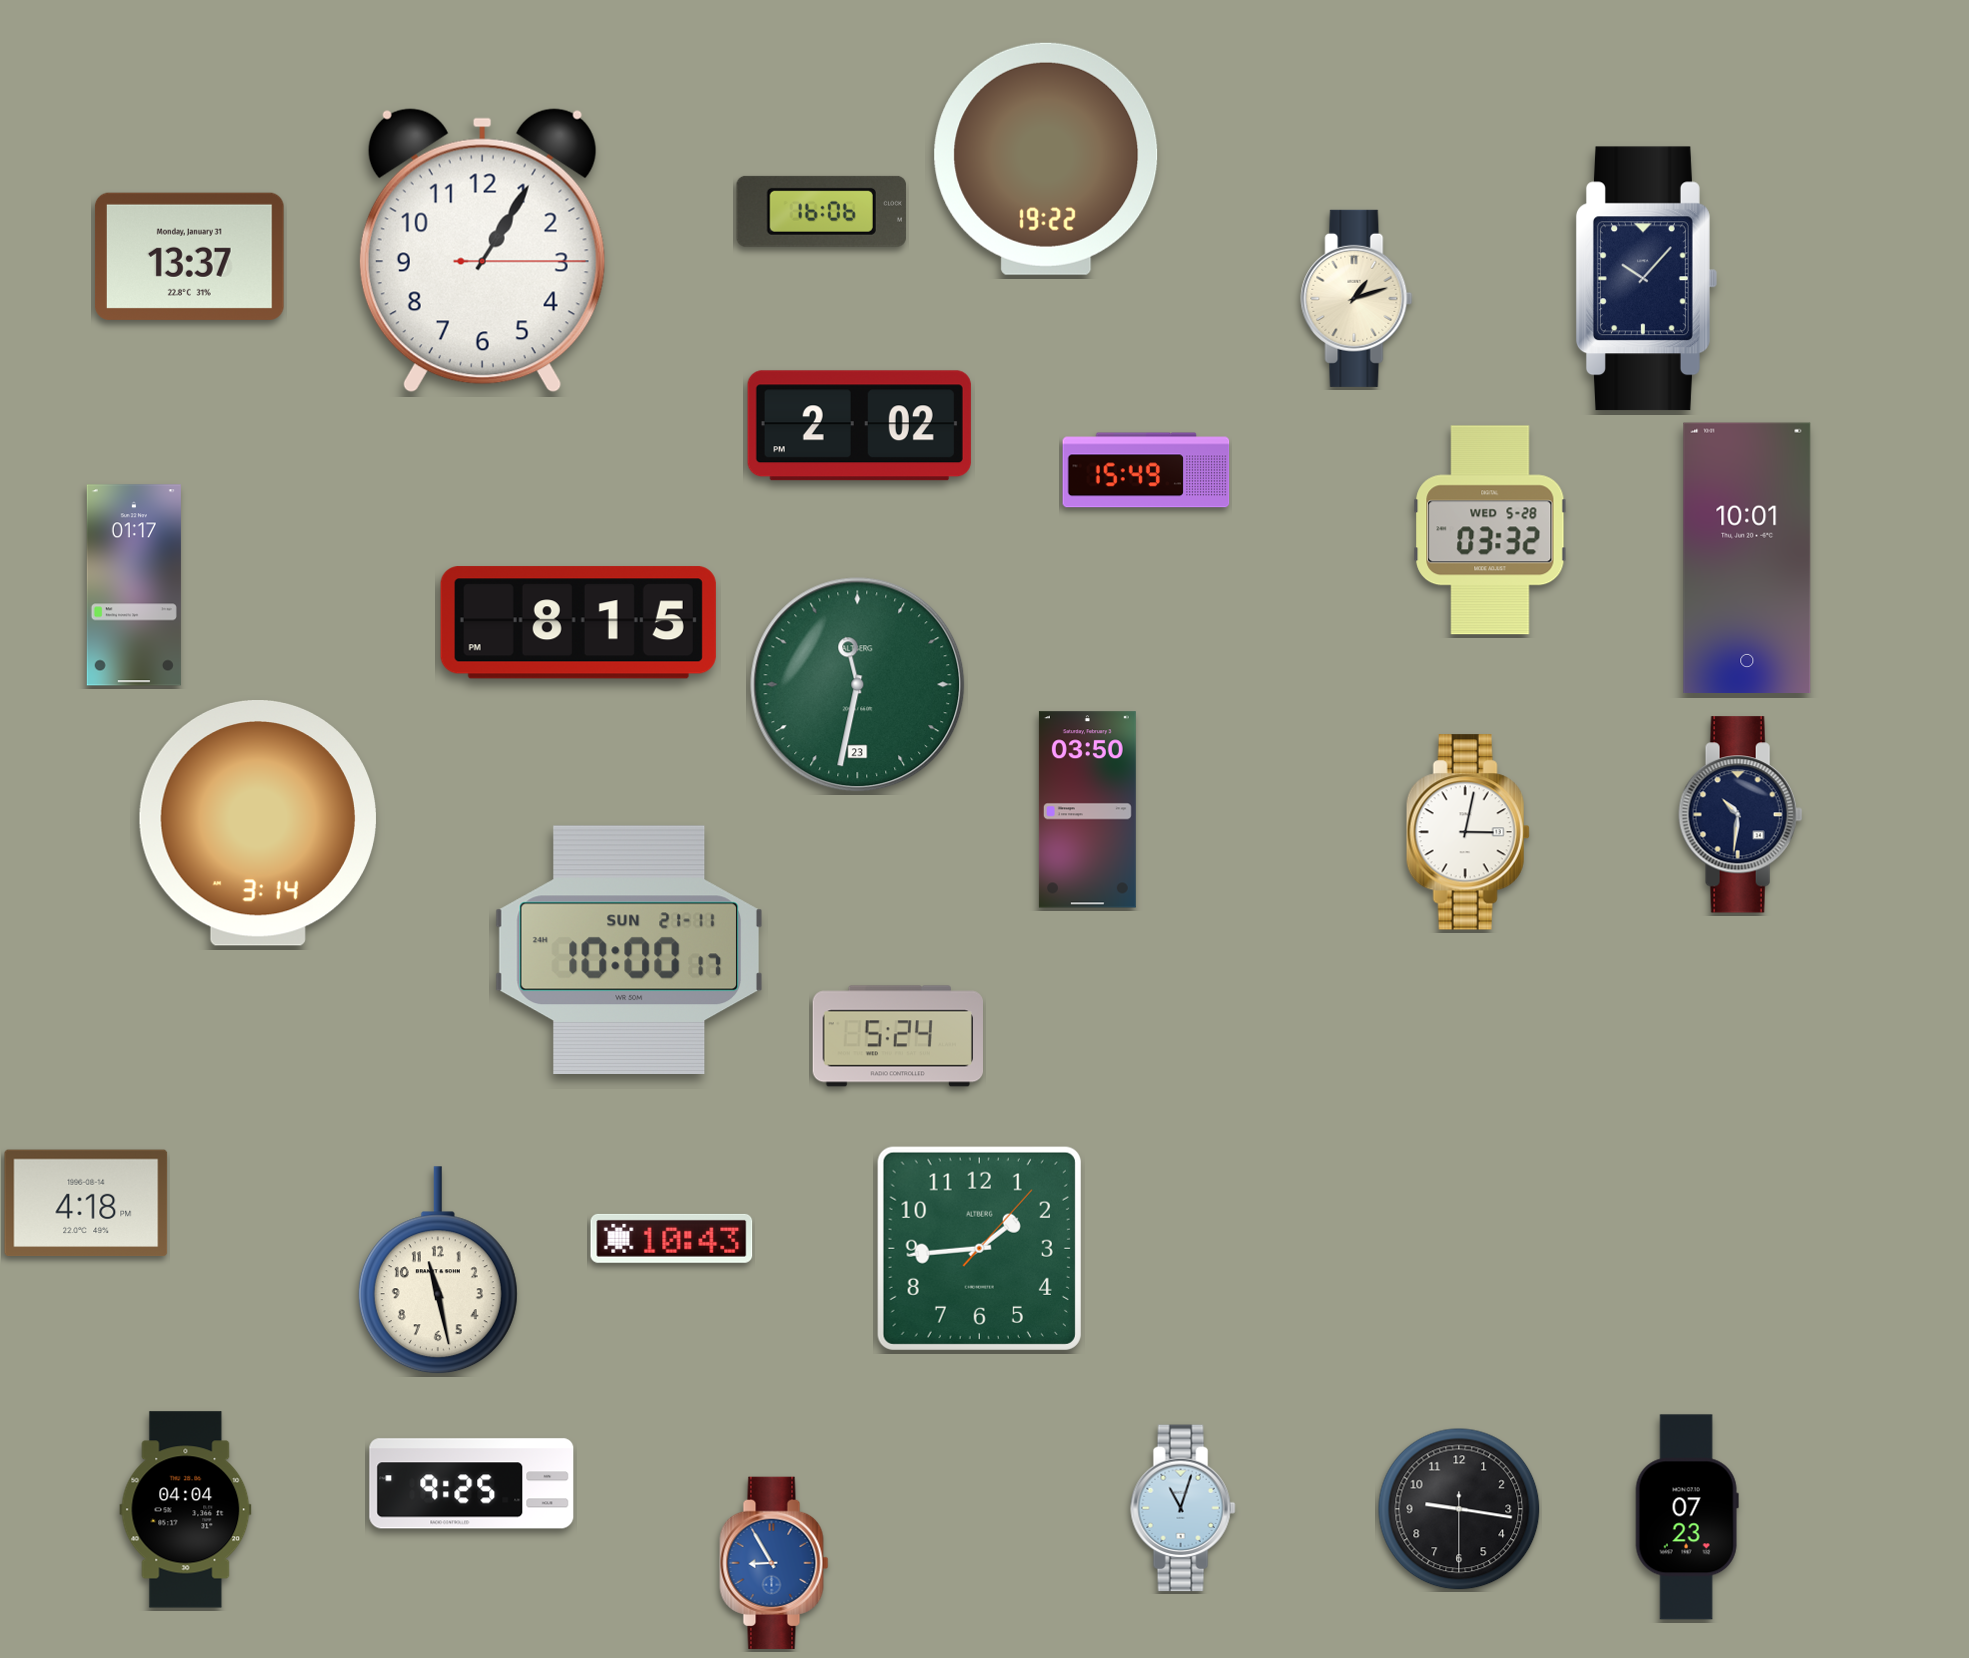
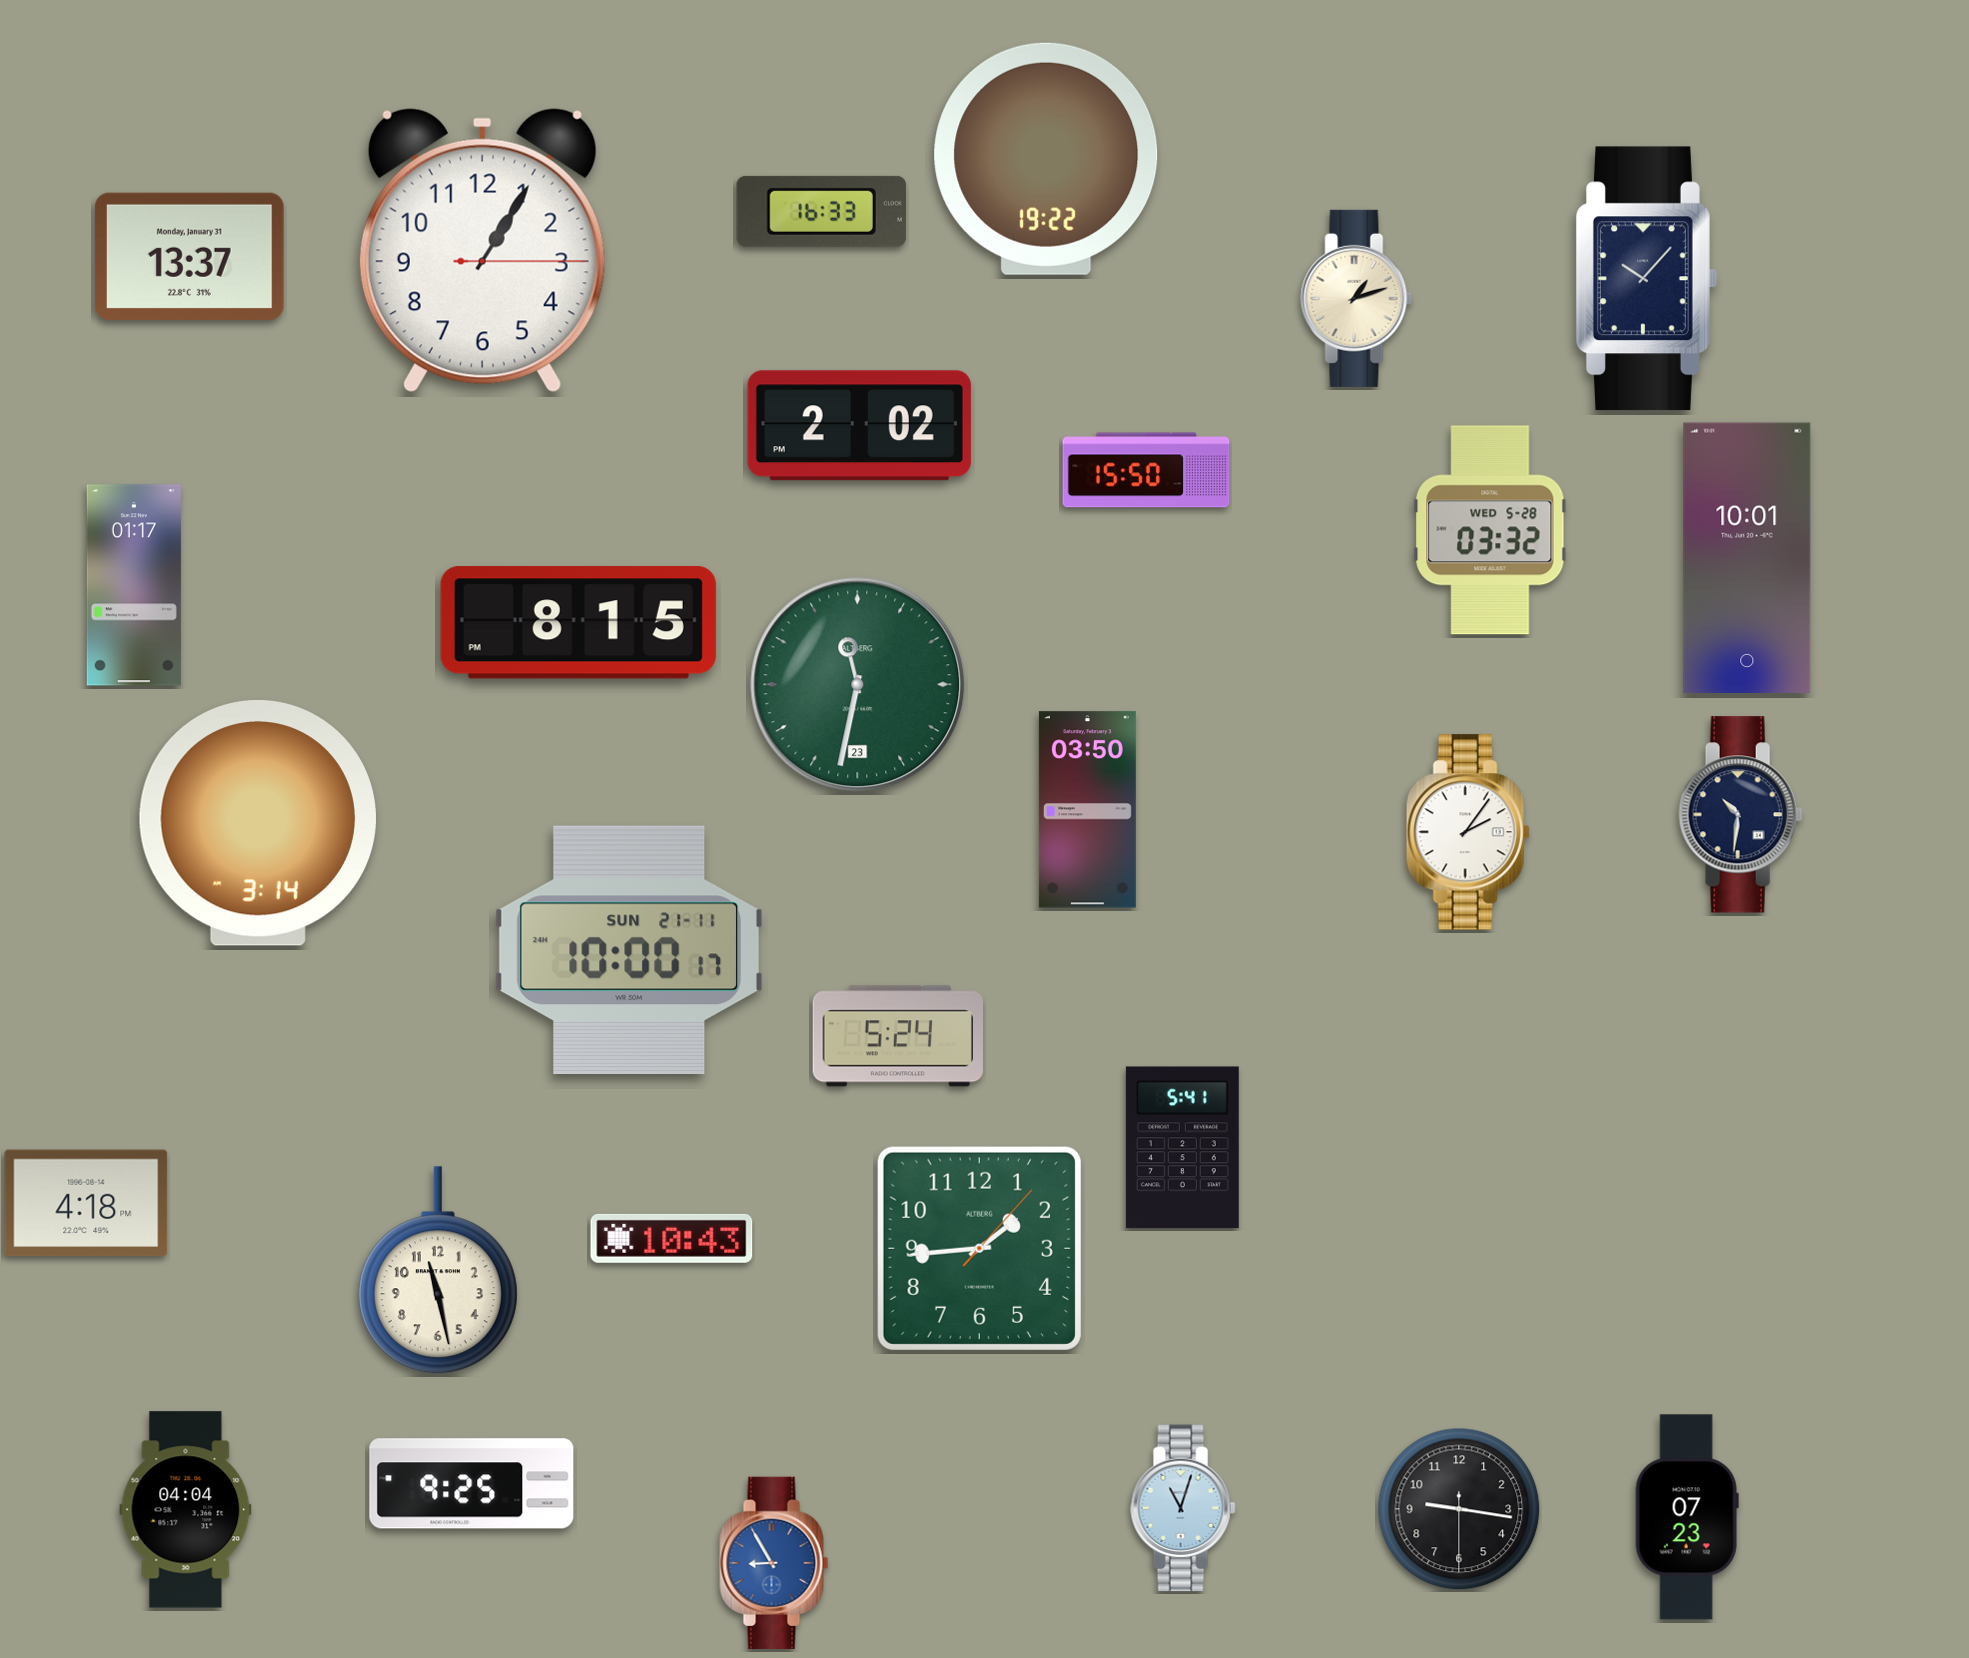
clock at (821, 211): 16:06 -> 16:33
clock at (1146, 470): 15:49 -> 15:50
clock at (1468, 832): 3:02 -> 2:06
clock at (1182, 1148): none -> 5:41
